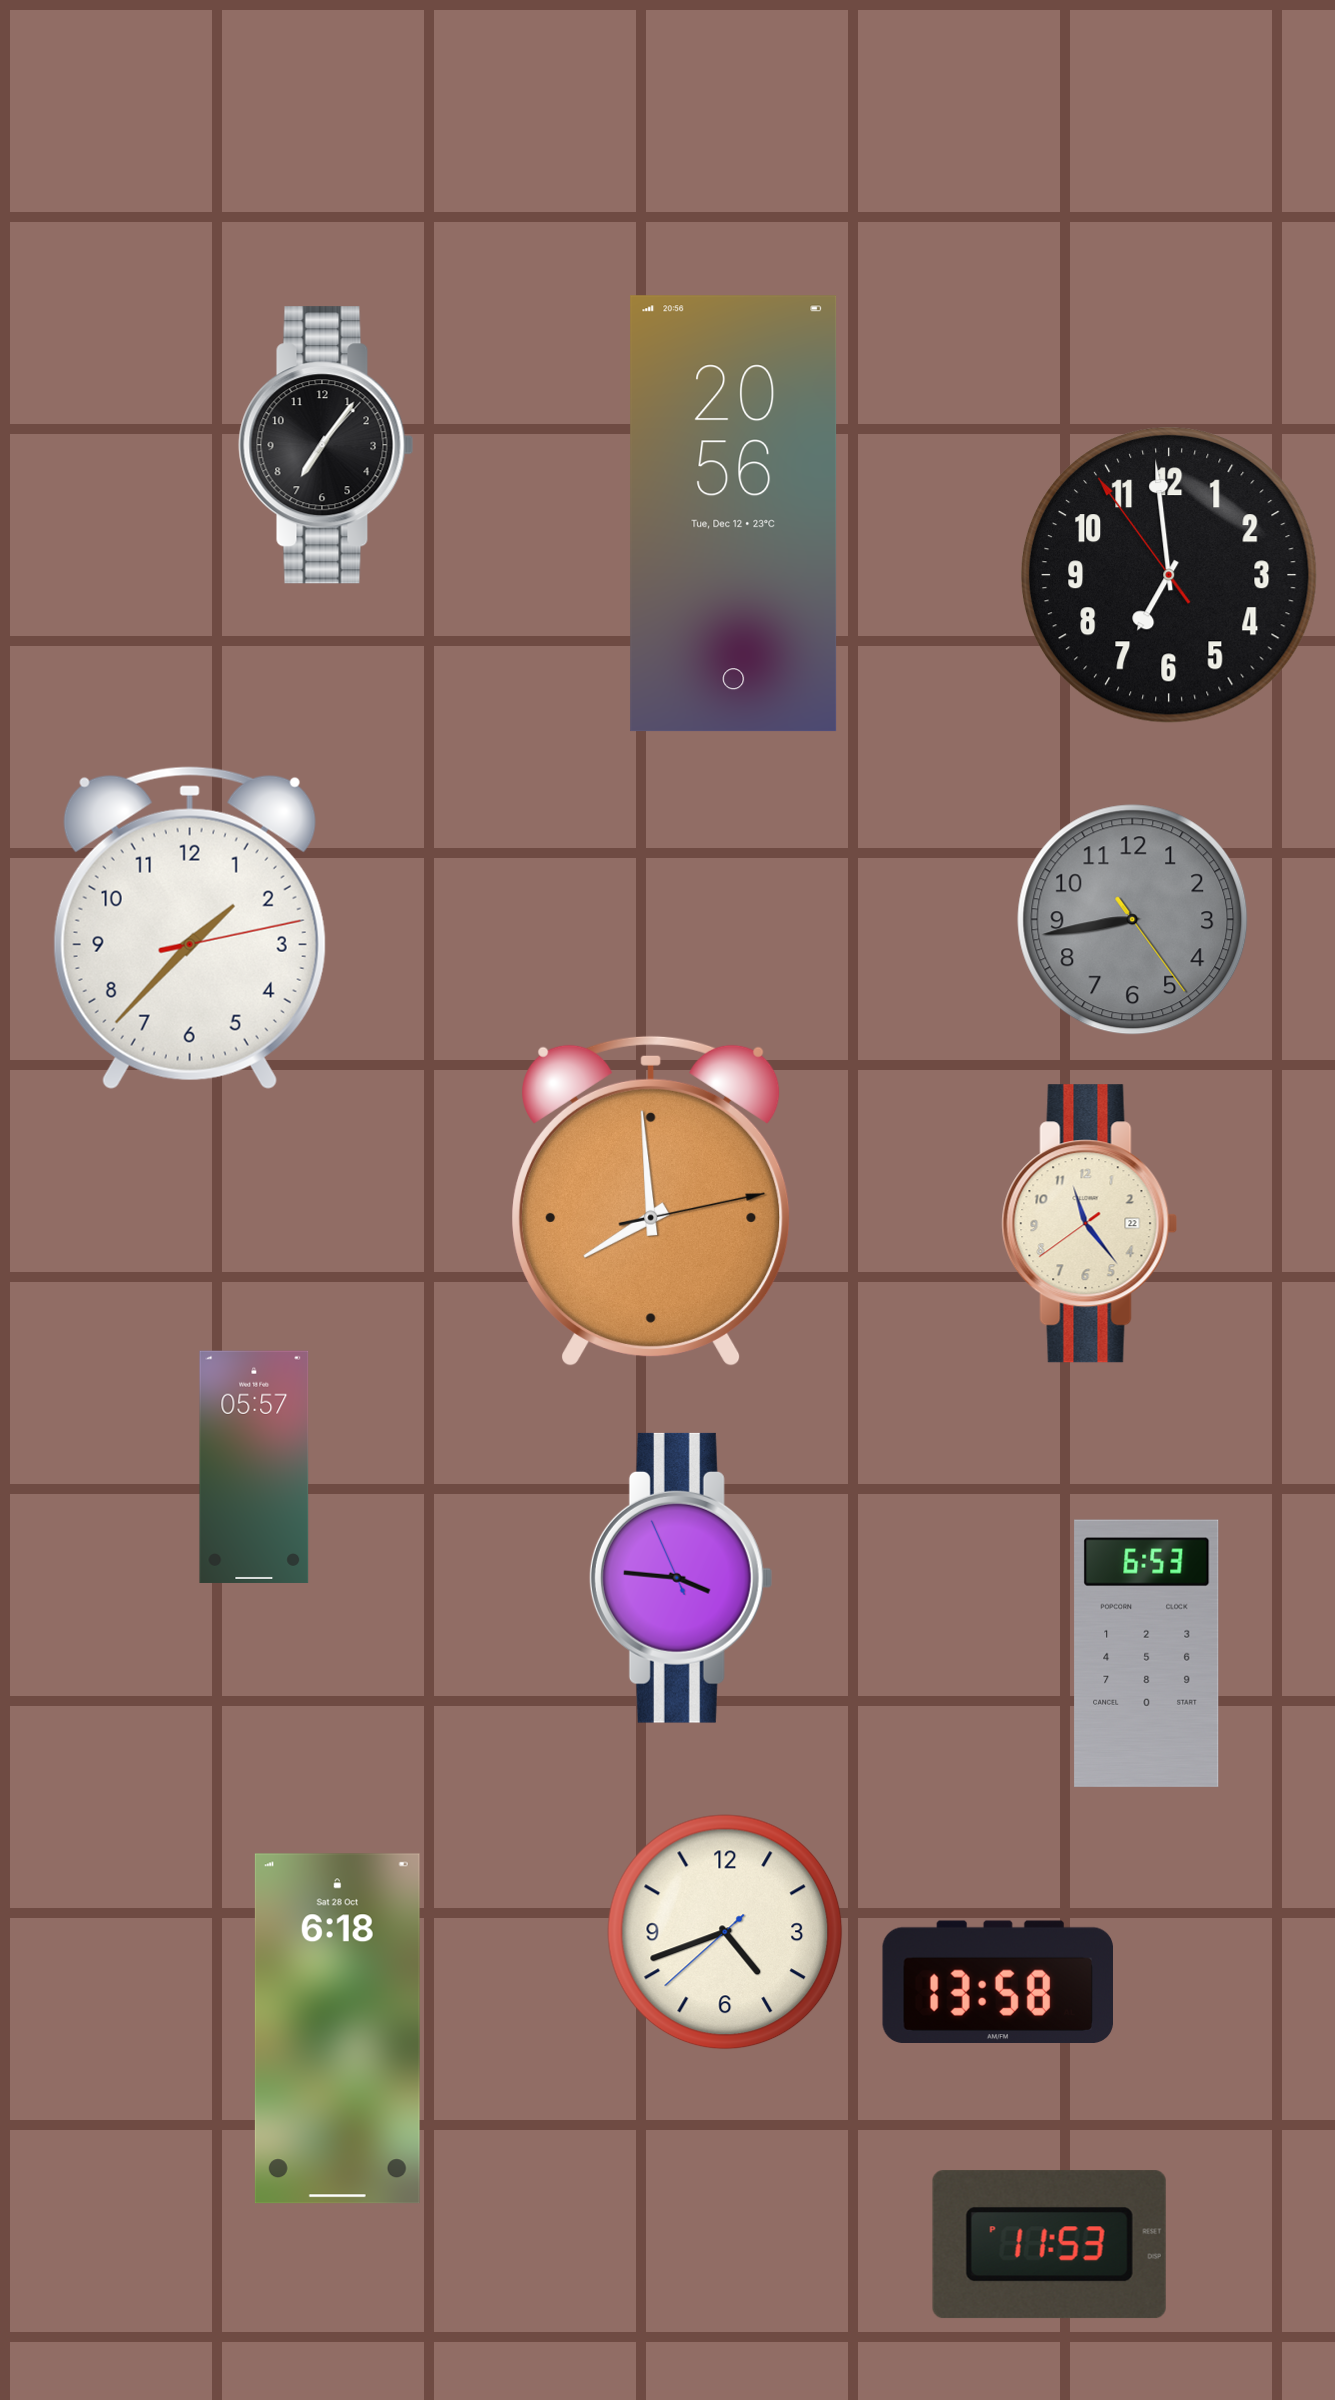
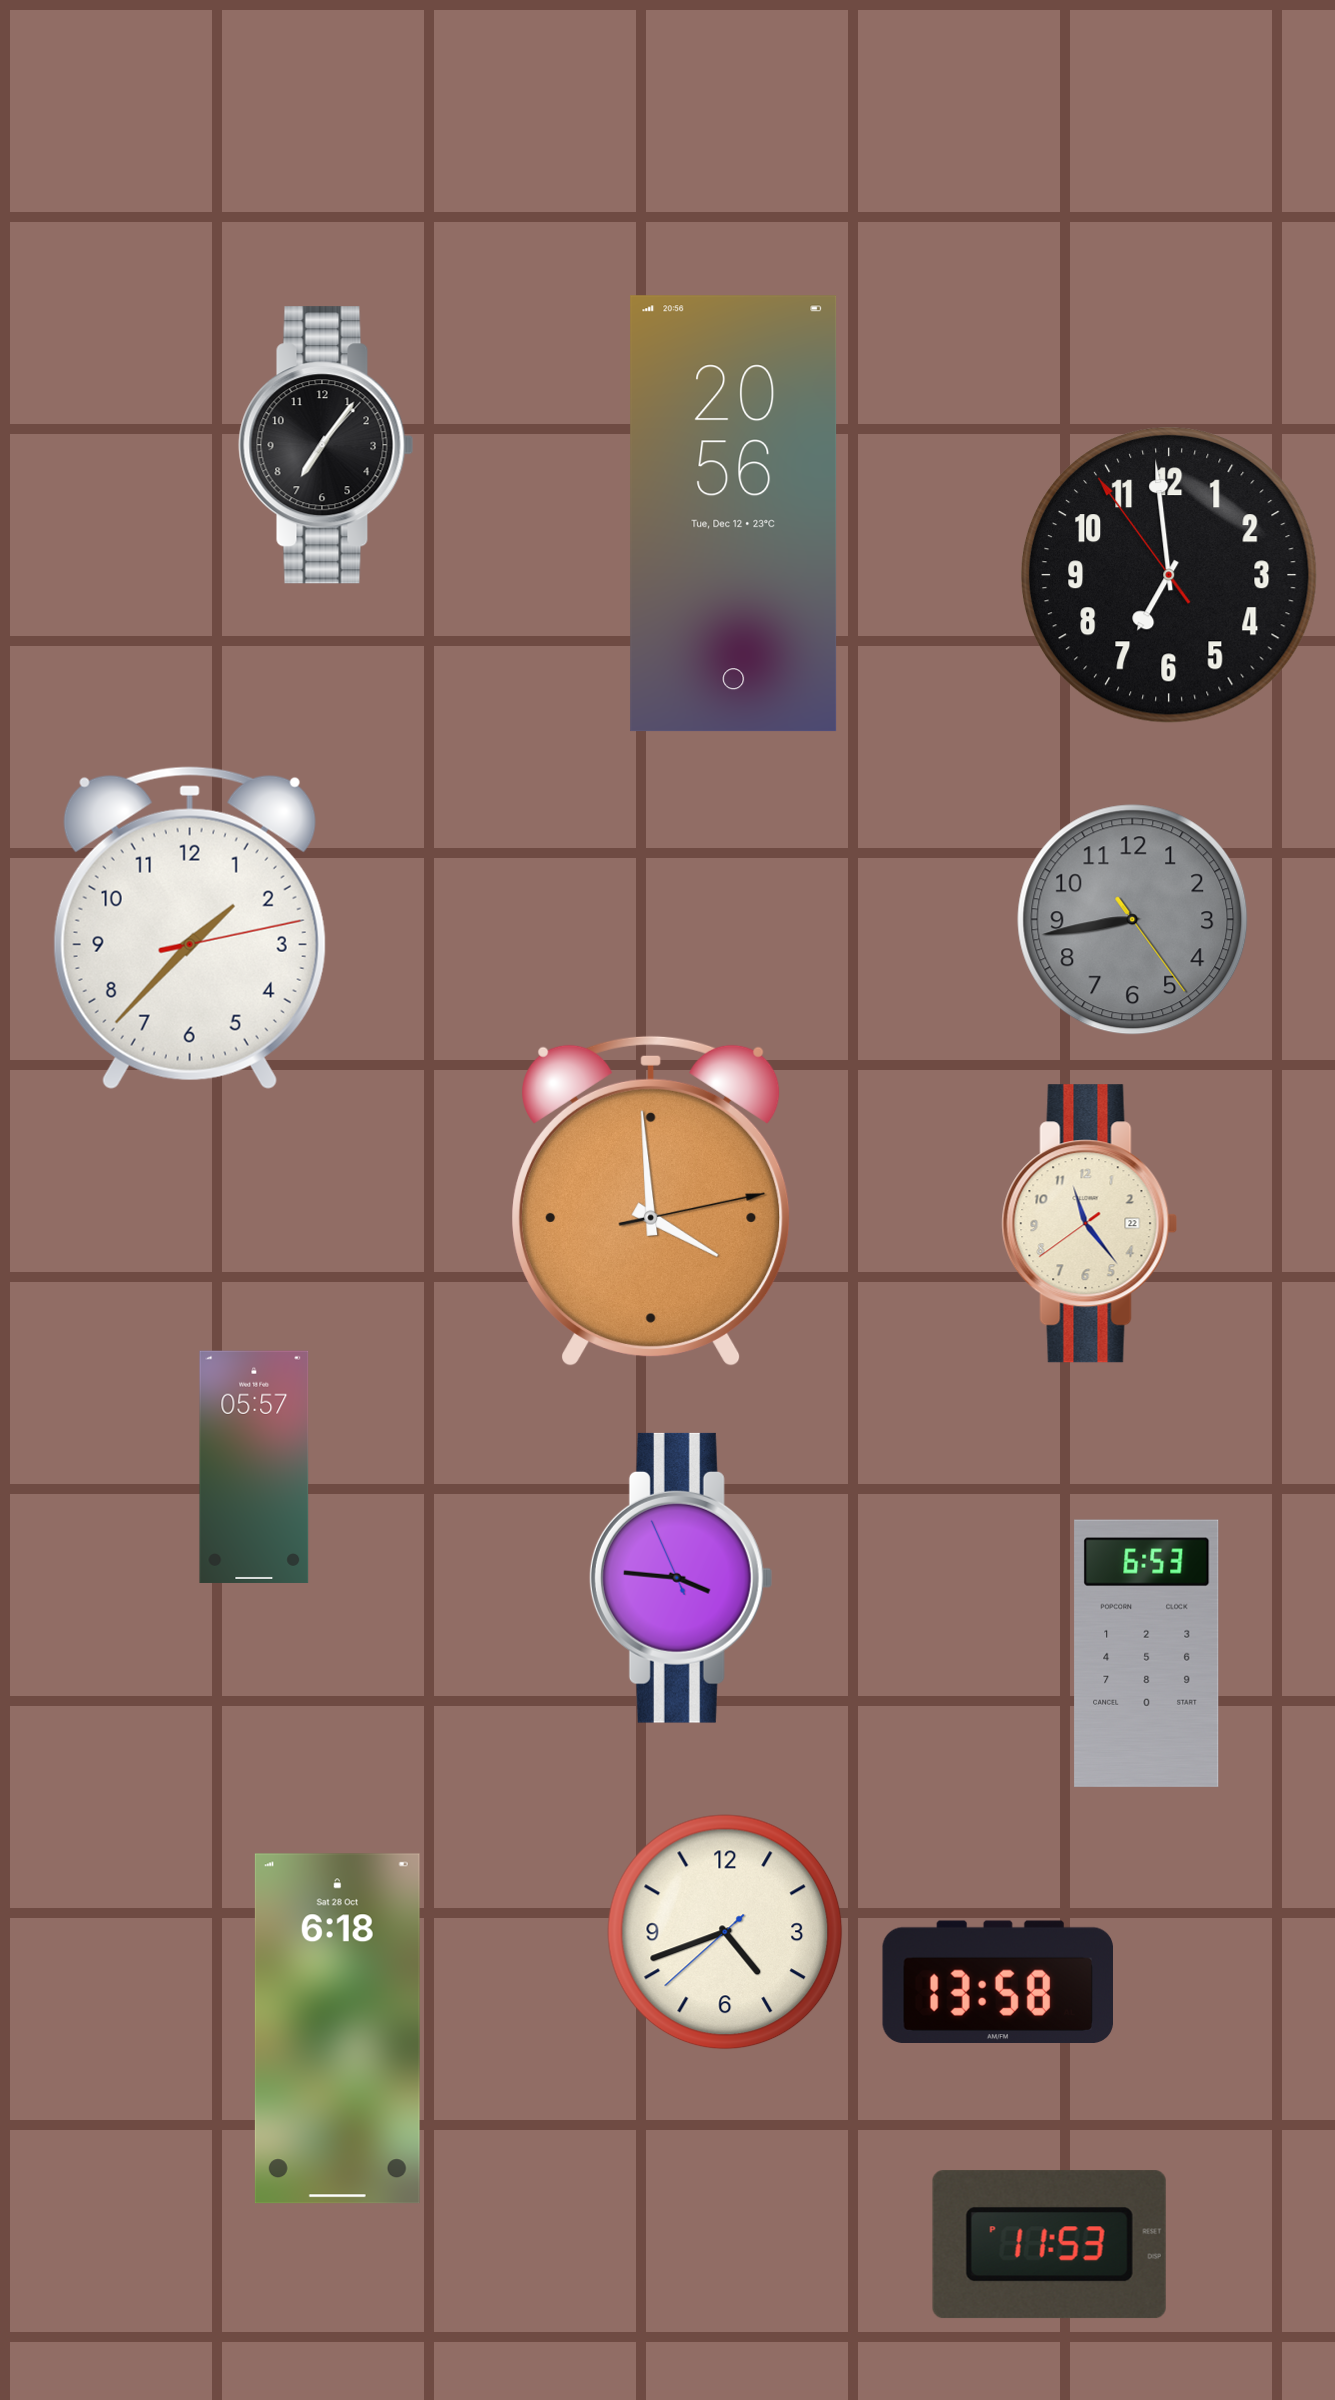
clock at (651, 1200): 7:59 -> 3:59
